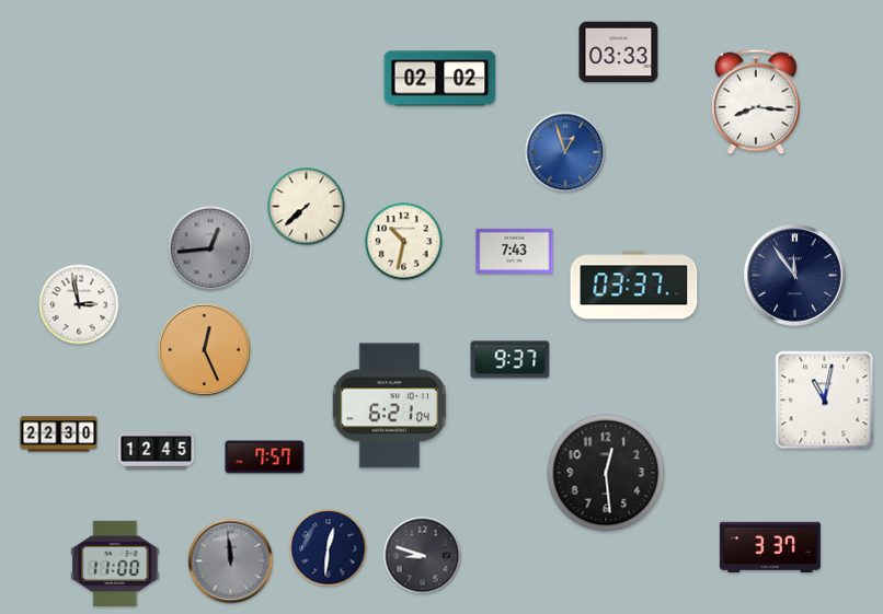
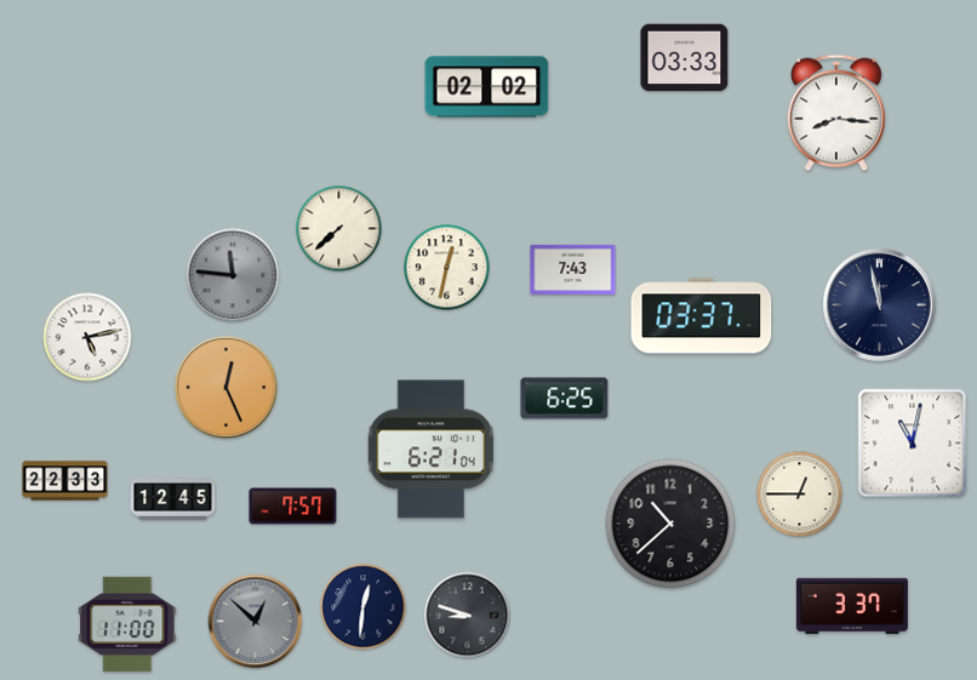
clock at (565, 152): 12:57 -> none
clock at (404, 242): 10:32 -> 12:32
clock at (210, 248): 12:44 -> 11:46
clock at (515, 251) position: (515, 251) -> (573, 269)
clock at (795, 276): 11:54 -> 11:58
clock at (79, 304): 2:58 -> 5:13
clock at (511, 360): 9:37 -> 6:25
clock at (59, 435): 22:30 -> 22:33
clock at (800, 495): none -> 12:45
clock at (606, 473): 12:29 -> 10:38
clock at (231, 561): 11:59 -> 12:52
